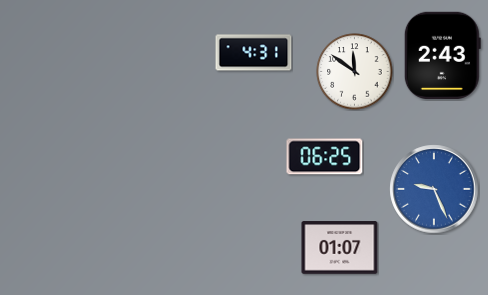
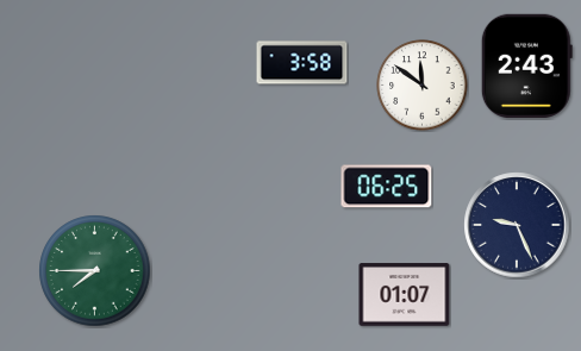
clock at (254, 53): 4:31 -> 3:58
clock at (434, 189) dial: blue -> navy
clock at (95, 271): none -> 7:45
